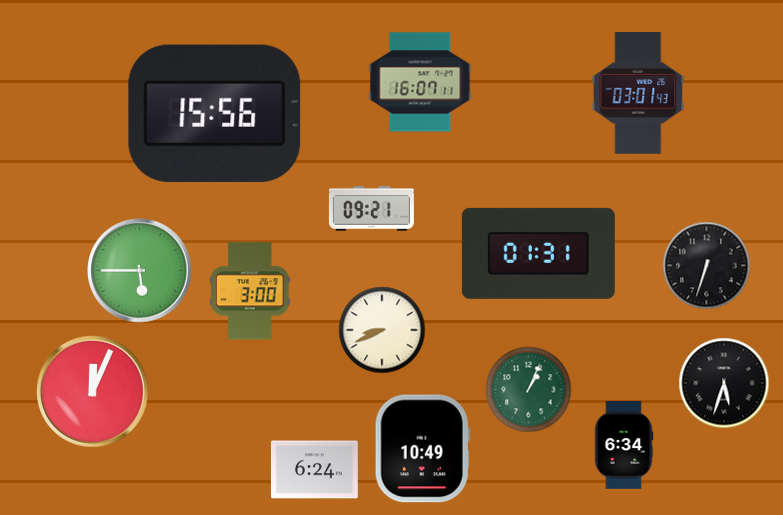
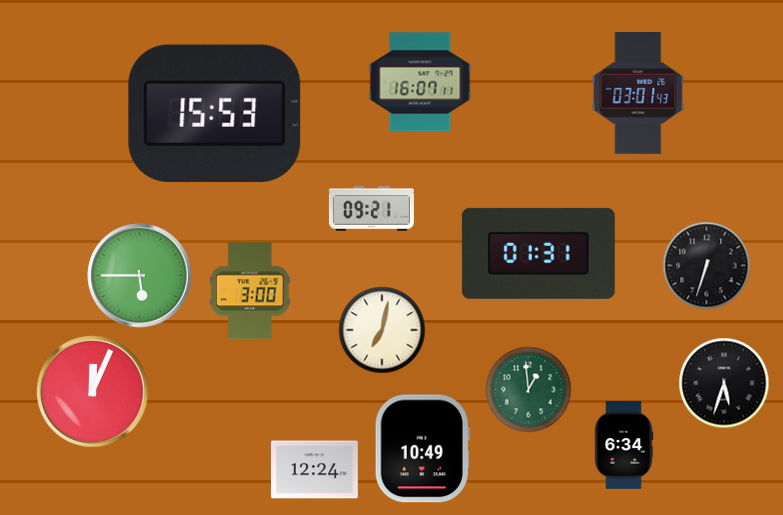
clock at (215, 113): 15:56 -> 15:53
clock at (140, 271) position: (140, 271) -> (140, 276)
clock at (382, 330): 8:41 -> 7:02
clock at (529, 390): 1:04 -> 12:59
clock at (314, 470): 6:24 -> 12:24
